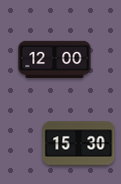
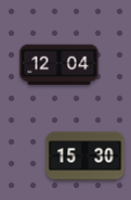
clock at (55, 59): 12:00 -> 12:04
